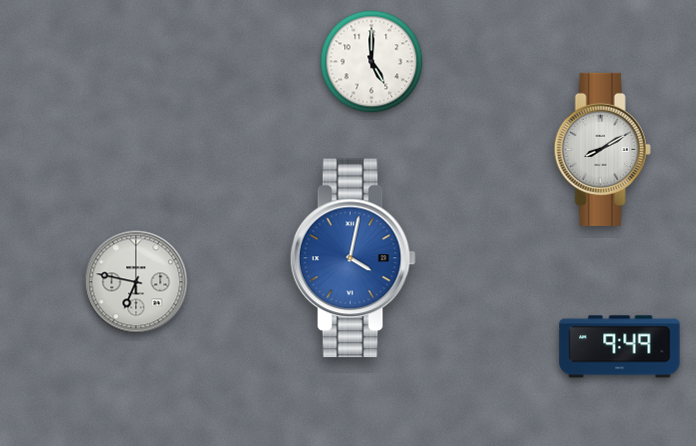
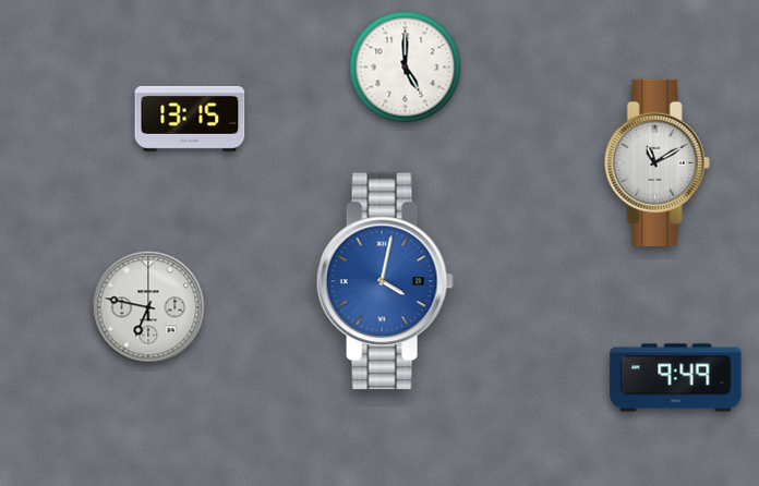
clock at (190, 119): none -> 13:15
clock at (602, 149): 8:10 -> 11:10
